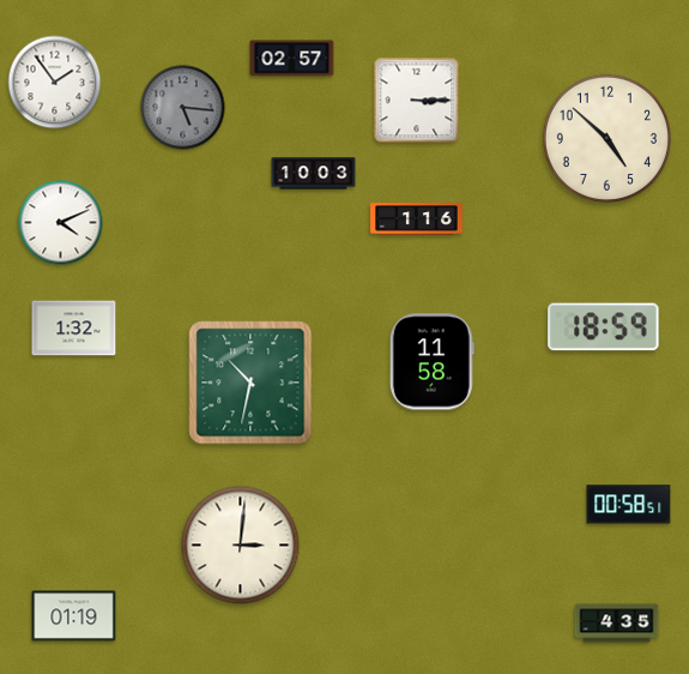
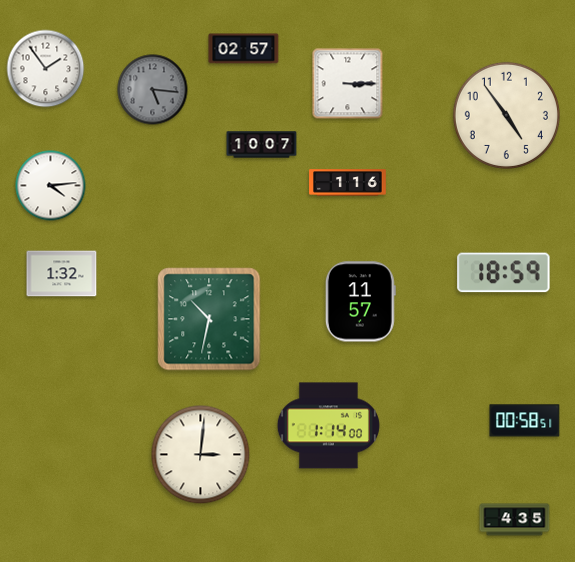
clock at (606, 138): 4:52 -> 4:54
clock at (314, 174): 10:03 -> 10:07
clock at (61, 223): 4:11 -> 4:14
clock at (431, 362): 11:58 -> 11:57
clock at (328, 426): none -> 1:14
clock at (74, 616): 01:19 -> none
